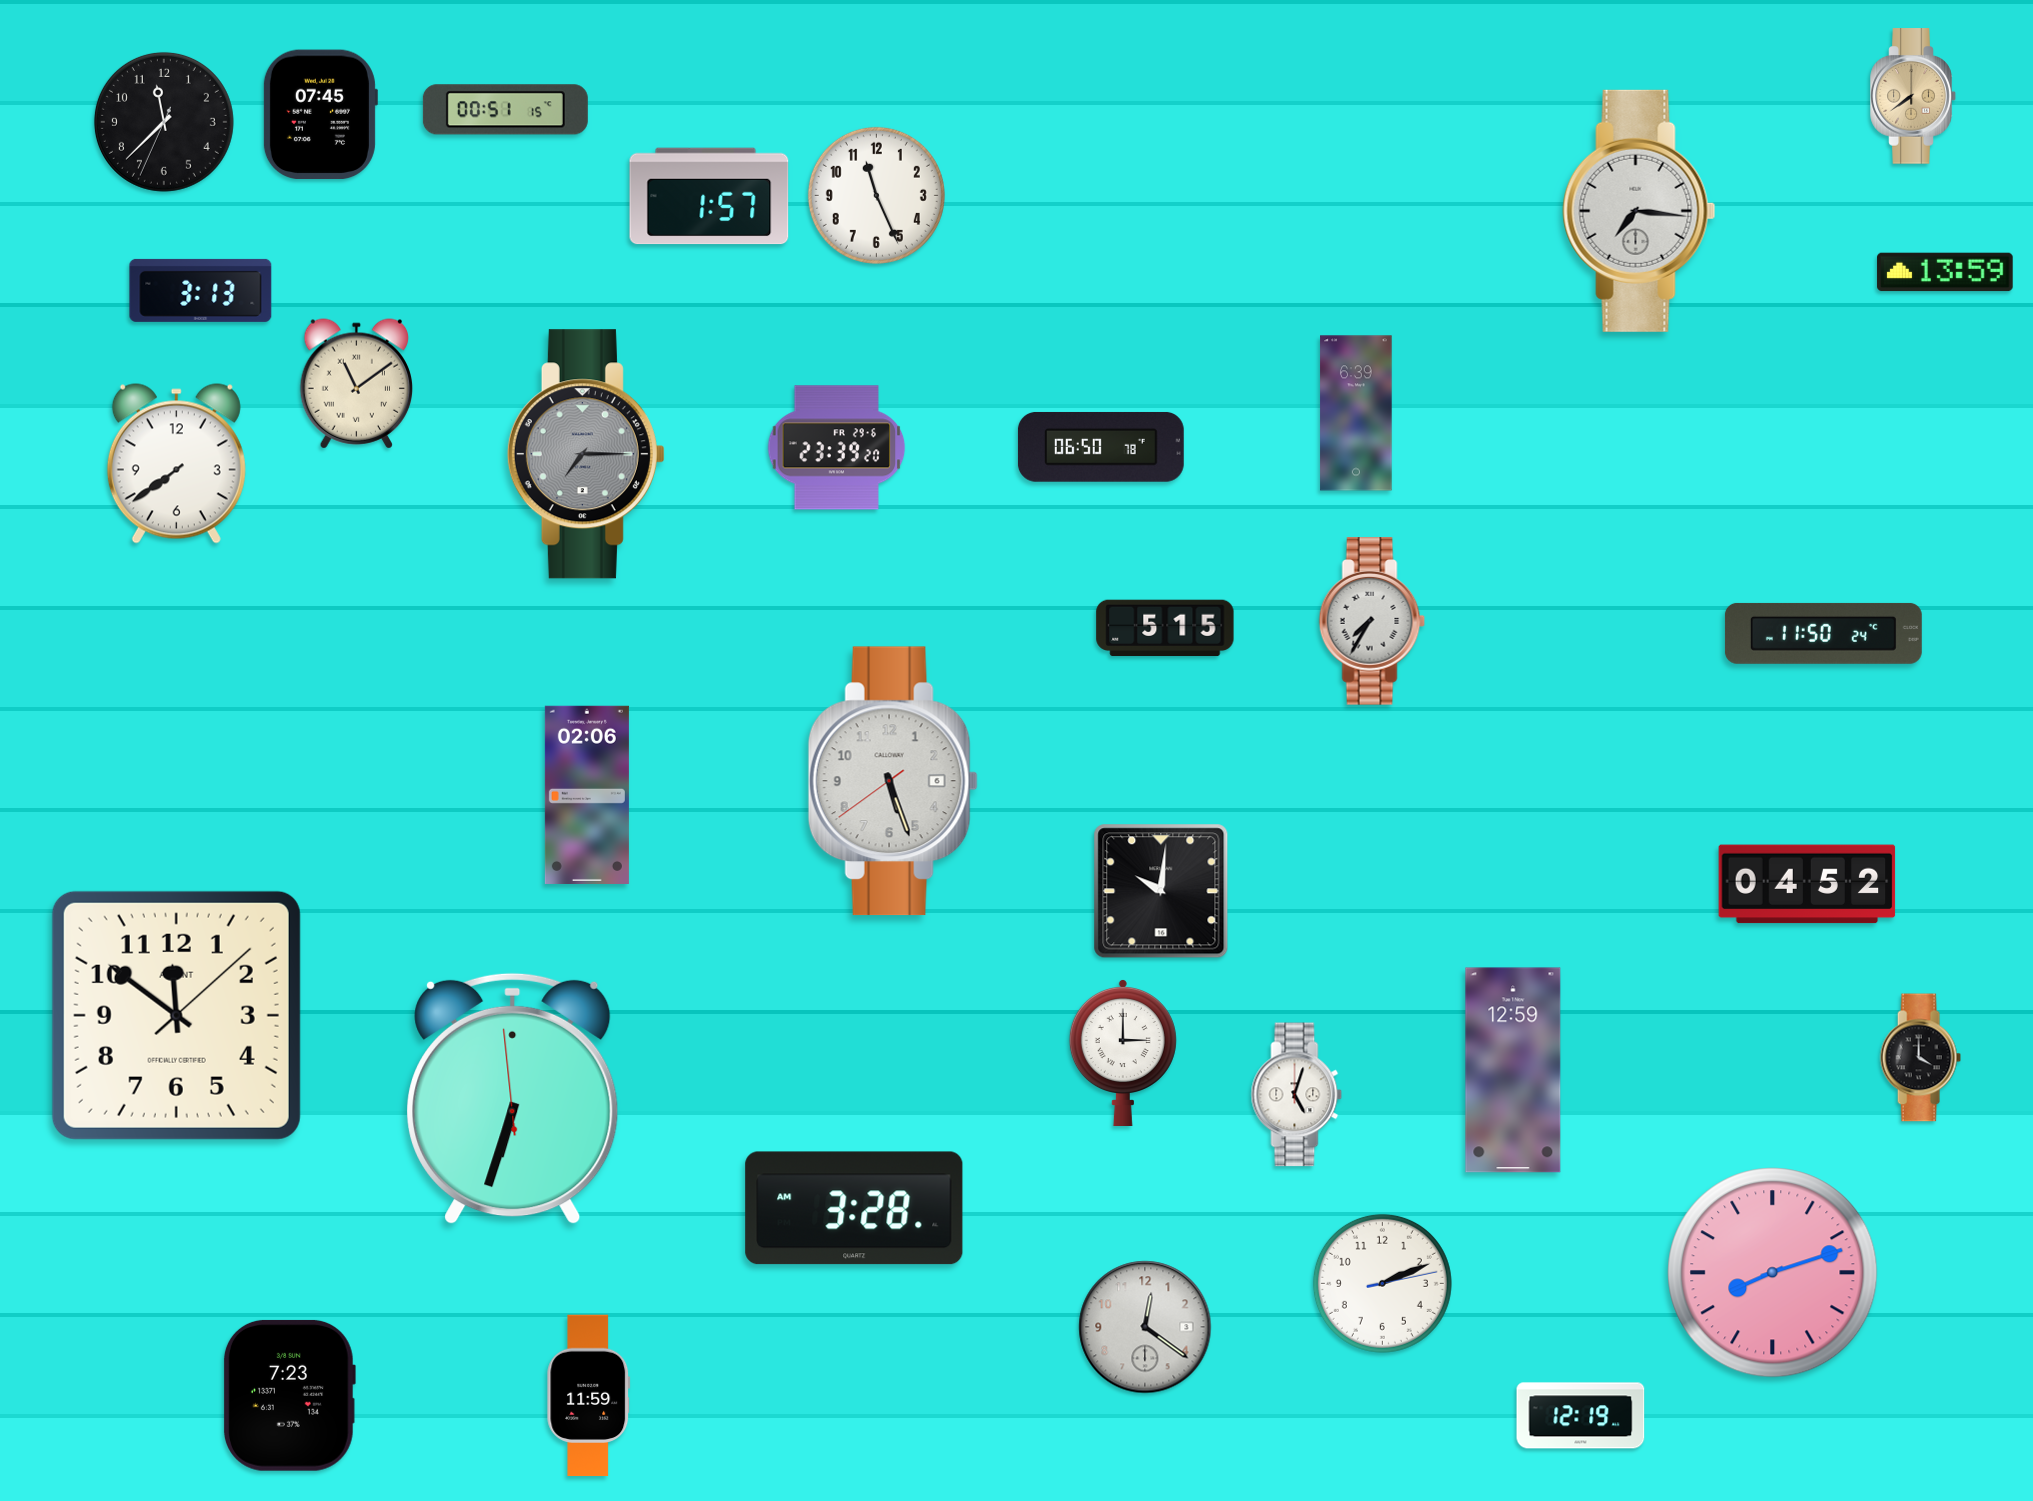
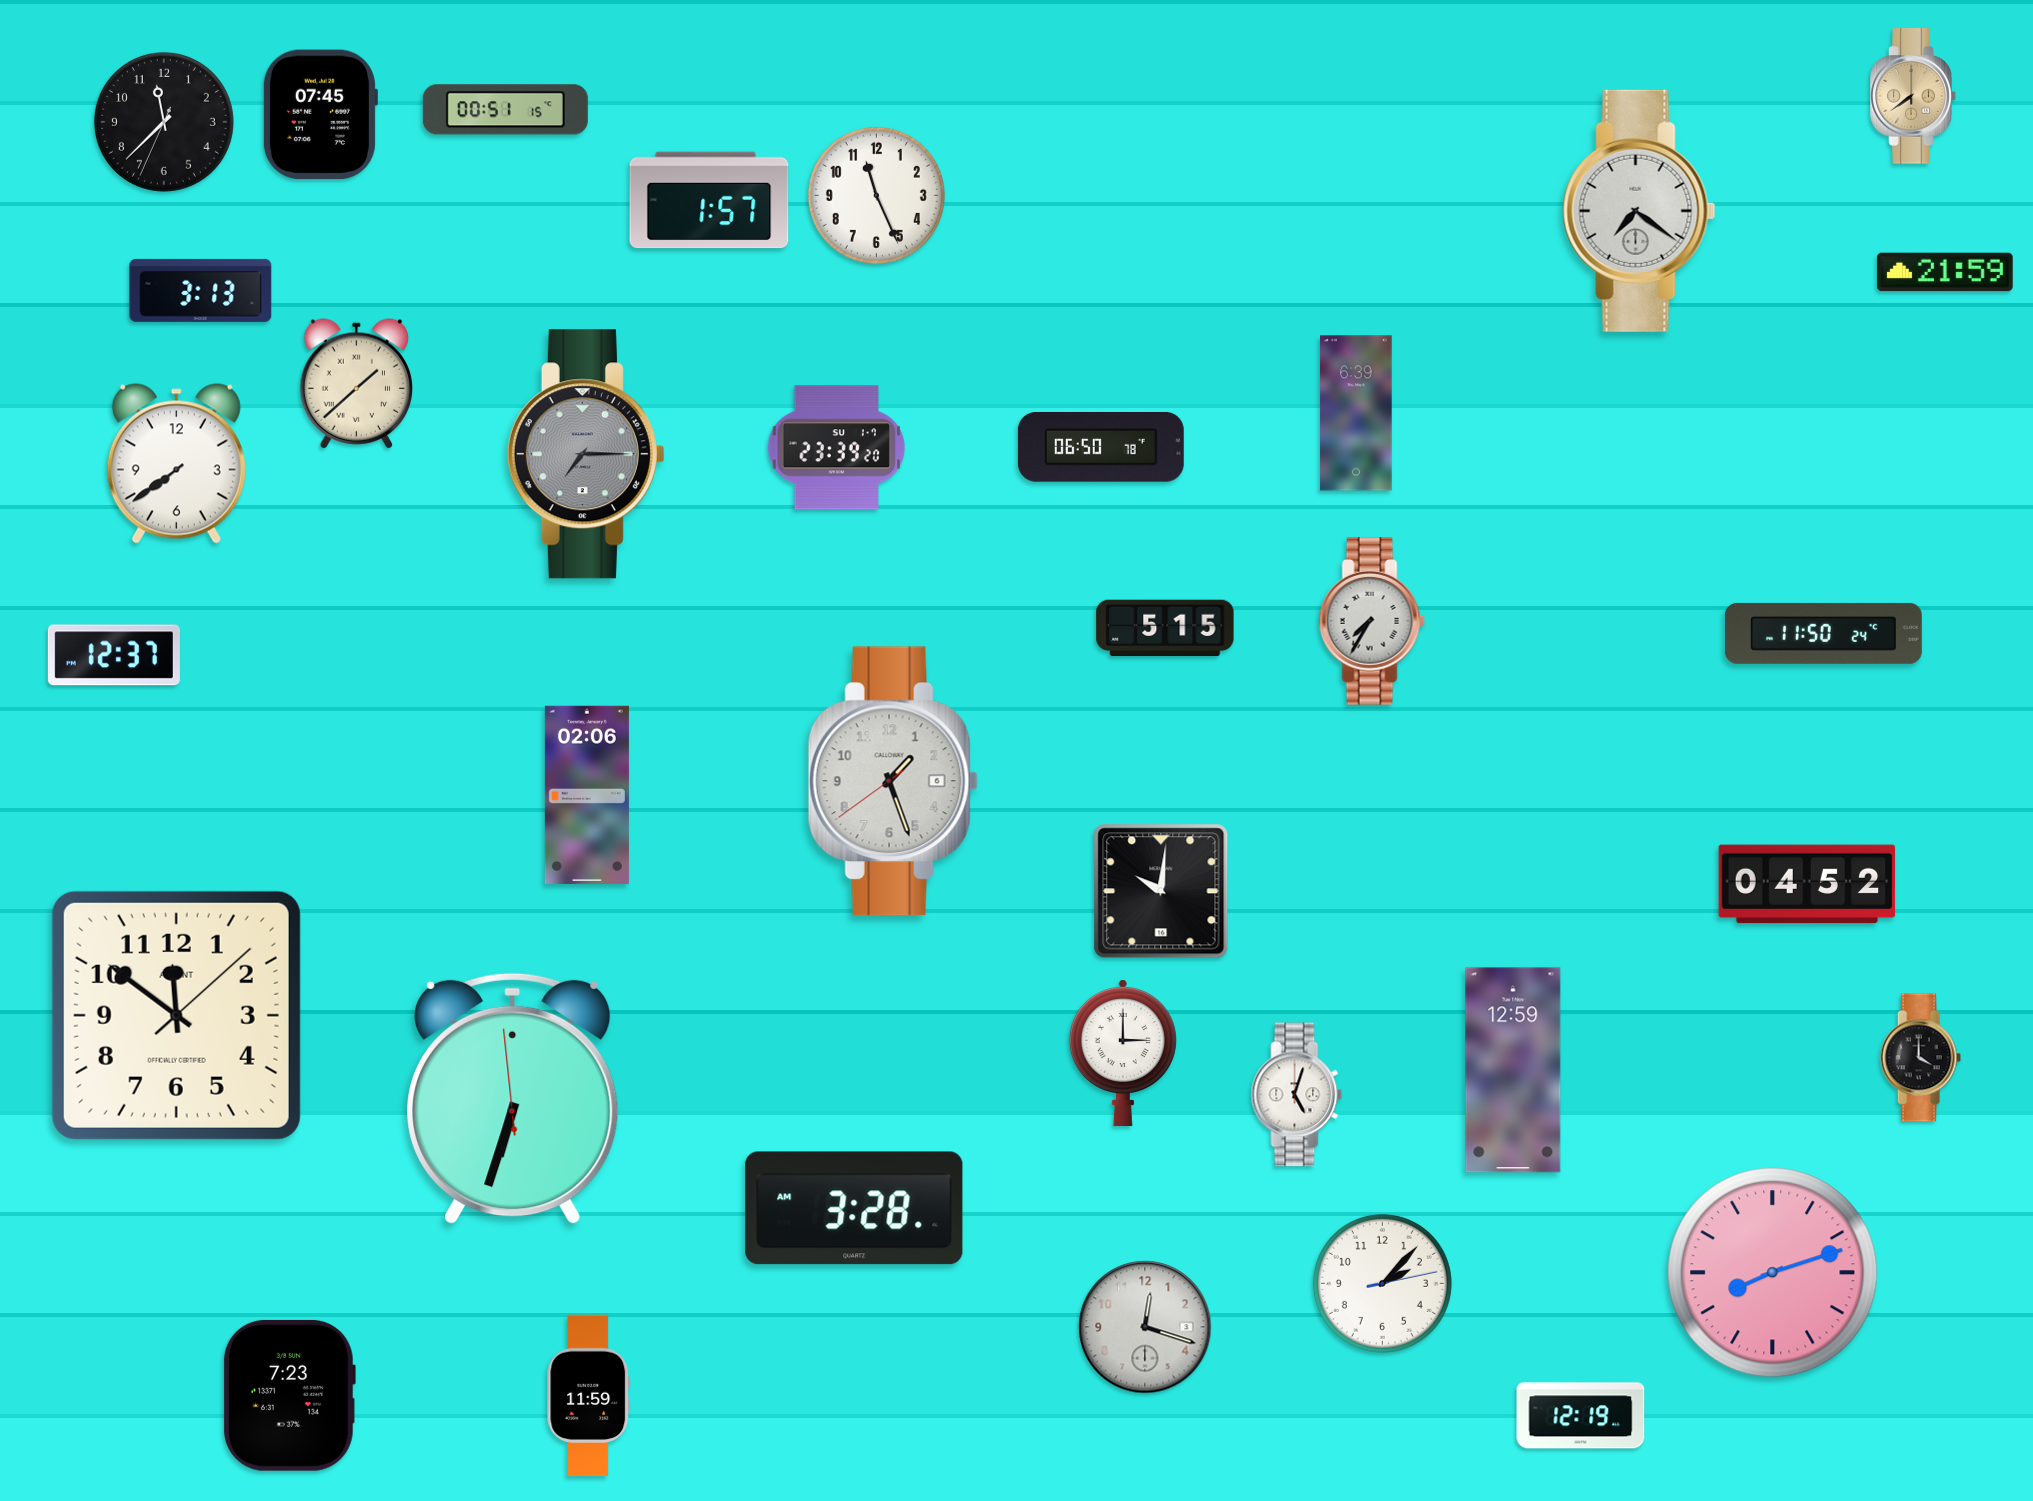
clock at (709, 196) position: (709, 196) -> (709, 200)
clock at (1639, 211): 7:16 -> 7:21
clock at (1945, 272): 13:59 -> 21:59
clock at (356, 384): 11:09 -> 1:38
clock at (837, 448) date: FR 29-6 -> SU 1-7
clock at (114, 655): none -> 12:37
clock at (893, 781): 5:26 -> 1:26
clock at (1382, 1283): 2:11 -> 2:07
clock at (1145, 1327): 12:21 -> 12:18
